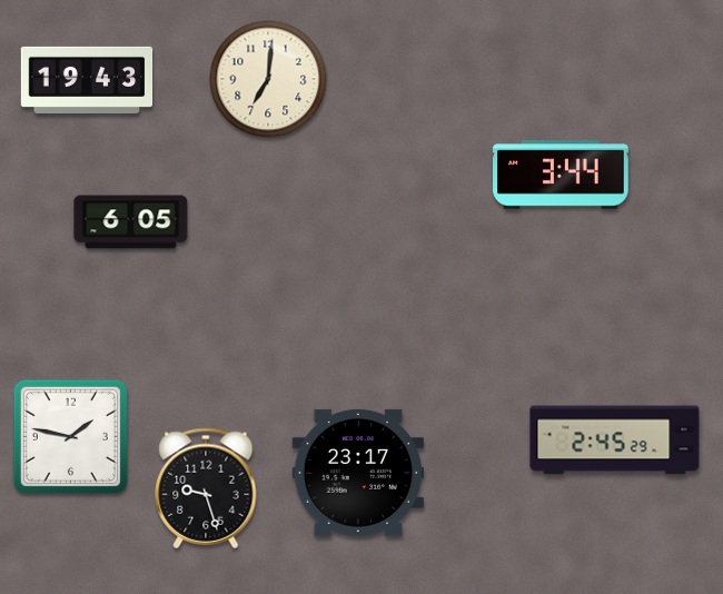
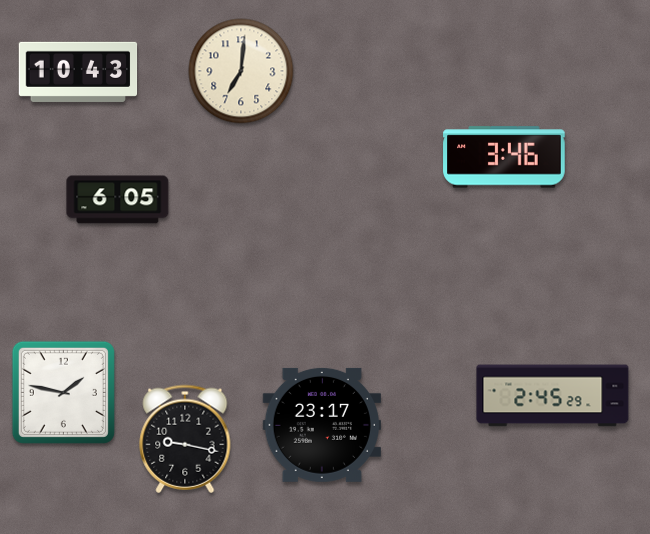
clock at (87, 80): 19:43 -> 10:43
clock at (561, 175): 3:44 -> 3:46
clock at (206, 488): 9:27 -> 9:17
